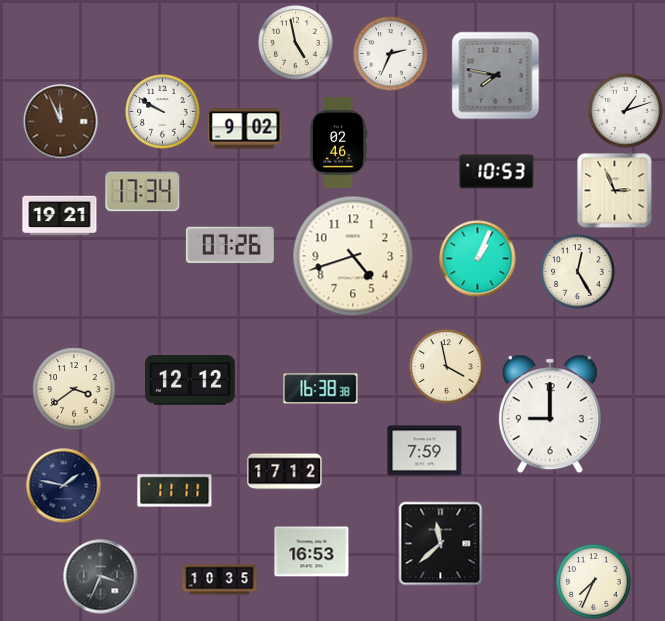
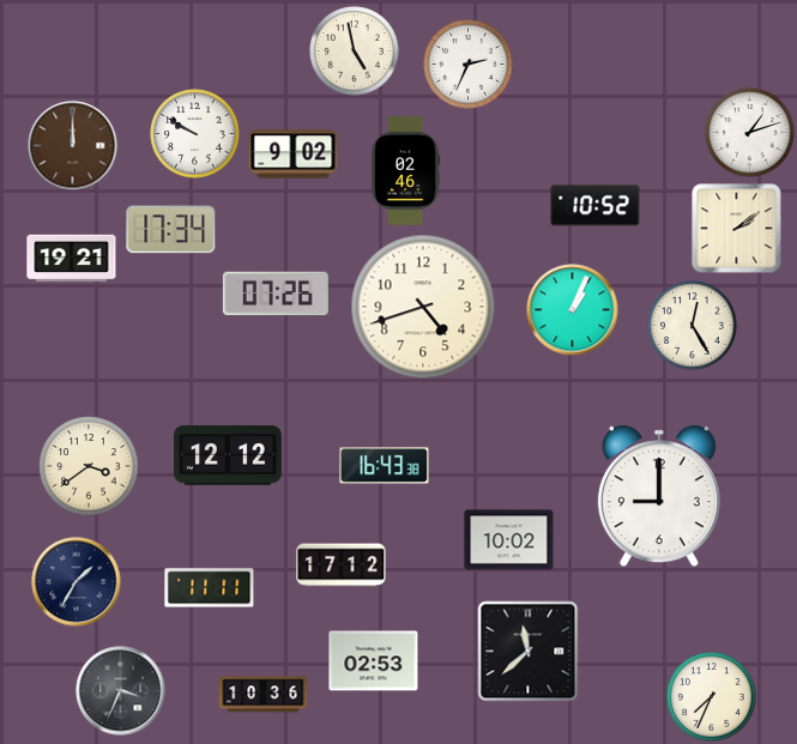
clock at (496, 76): 7:47 -> none
clock at (61, 122): 11:56 -> 12:00
clock at (497, 172): 10:53 -> 10:52
clock at (615, 191): 2:56 -> 2:09
clock at (447, 367): 3:58 -> none
clock at (321, 389): 16:38 -> 16:43
clock at (425, 451): 7:59 -> 10:02
clock at (64, 486): 1:47 -> 1:35
clock at (312, 552): 16:53 -> 02:53
clock at (220, 580): 10:35 -> 10:36
